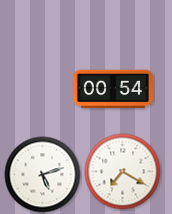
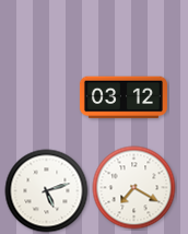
clock at (113, 89): 00:54 -> 03:12
